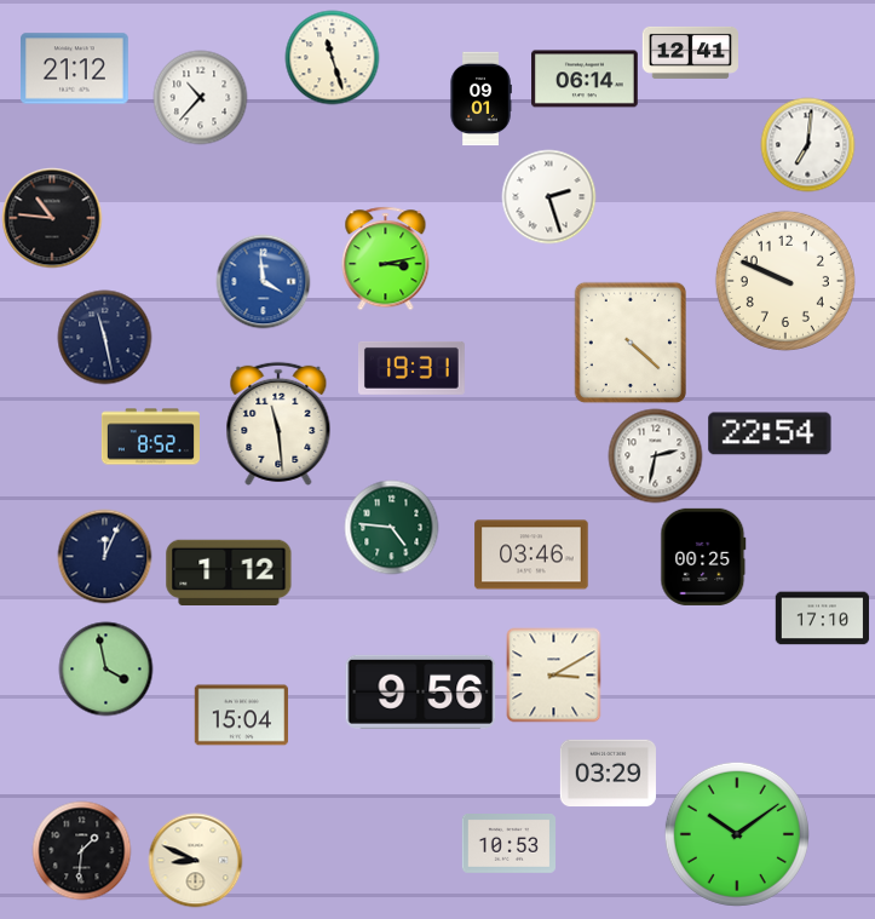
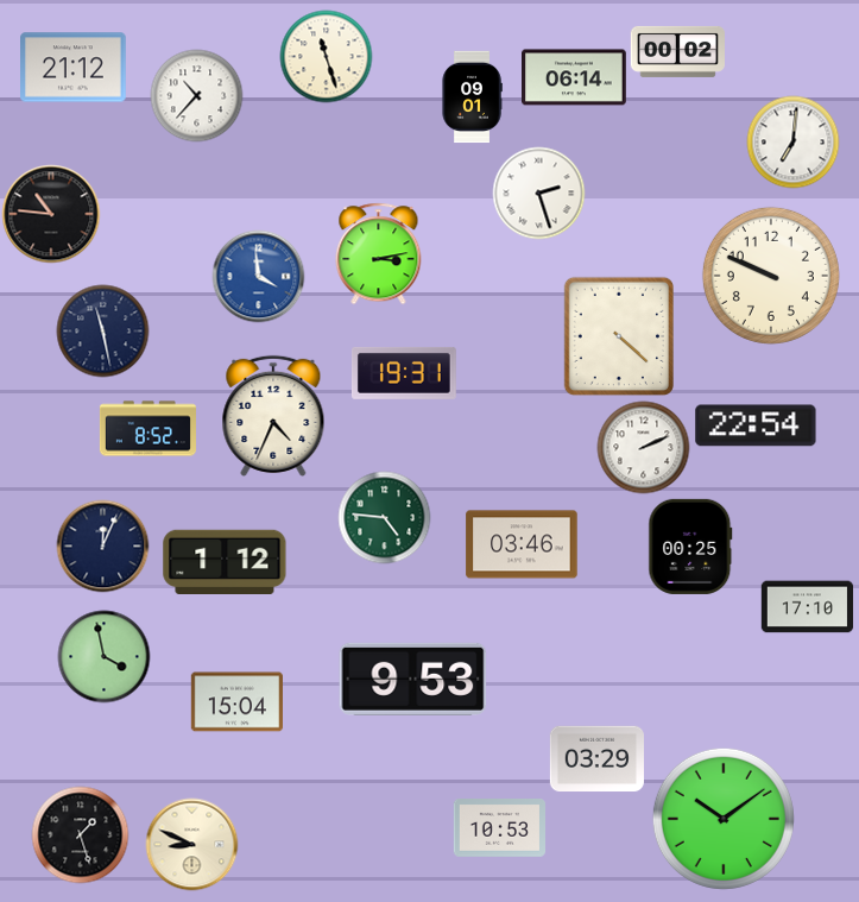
clock at (690, 52): 12:41 -> 00:02
clock at (411, 368) position: (411, 368) -> (404, 373)
clock at (278, 424): 11:29 -> 4:34
clock at (655, 455): 2:32 -> 2:11
clock at (553, 674): 3:10 -> none
clock at (421, 691): 9:56 -> 9:53
clock at (81, 850): 1:31 -> 1:27
